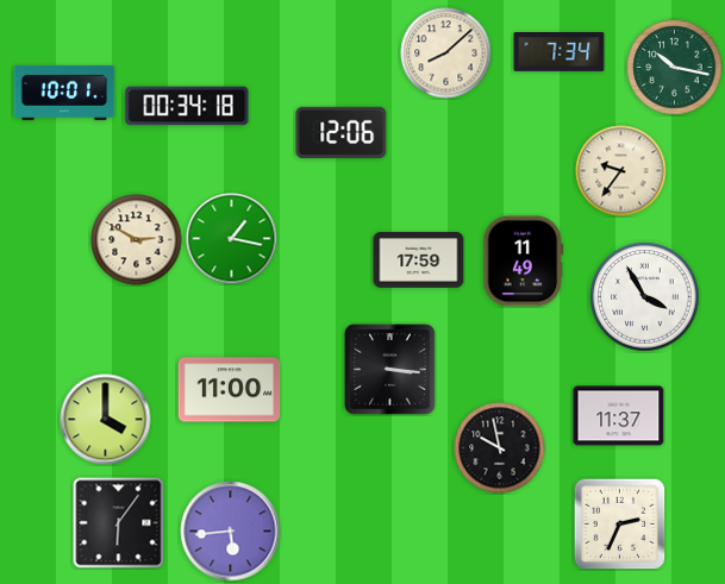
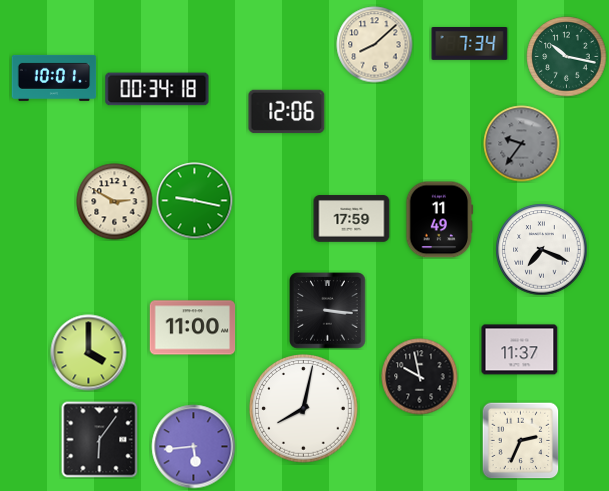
clock at (621, 171) dial: cream -> grey
clock at (232, 239): 1:17 -> 9:17
clock at (645, 297): 3:55 -> 7:19
clock at (304, 409): none -> 8:02
